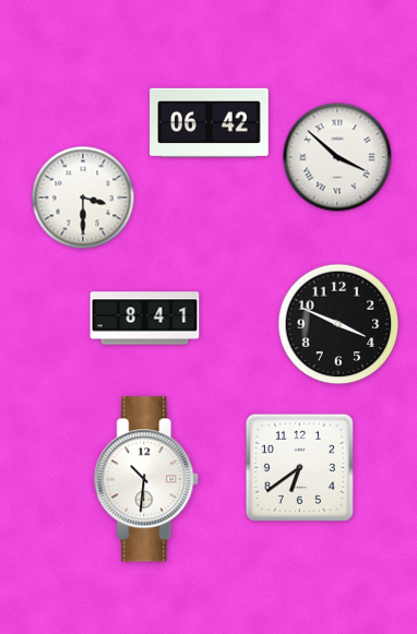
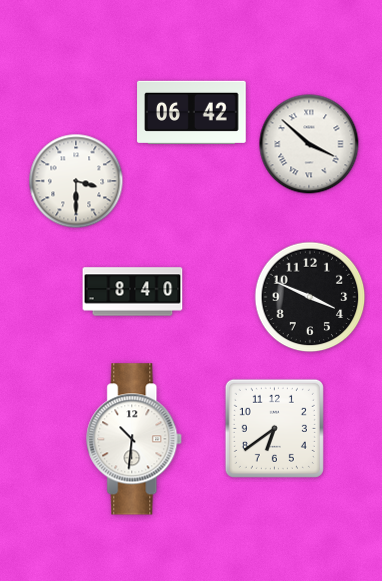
clock at (145, 319): 8:41 -> 8:40
